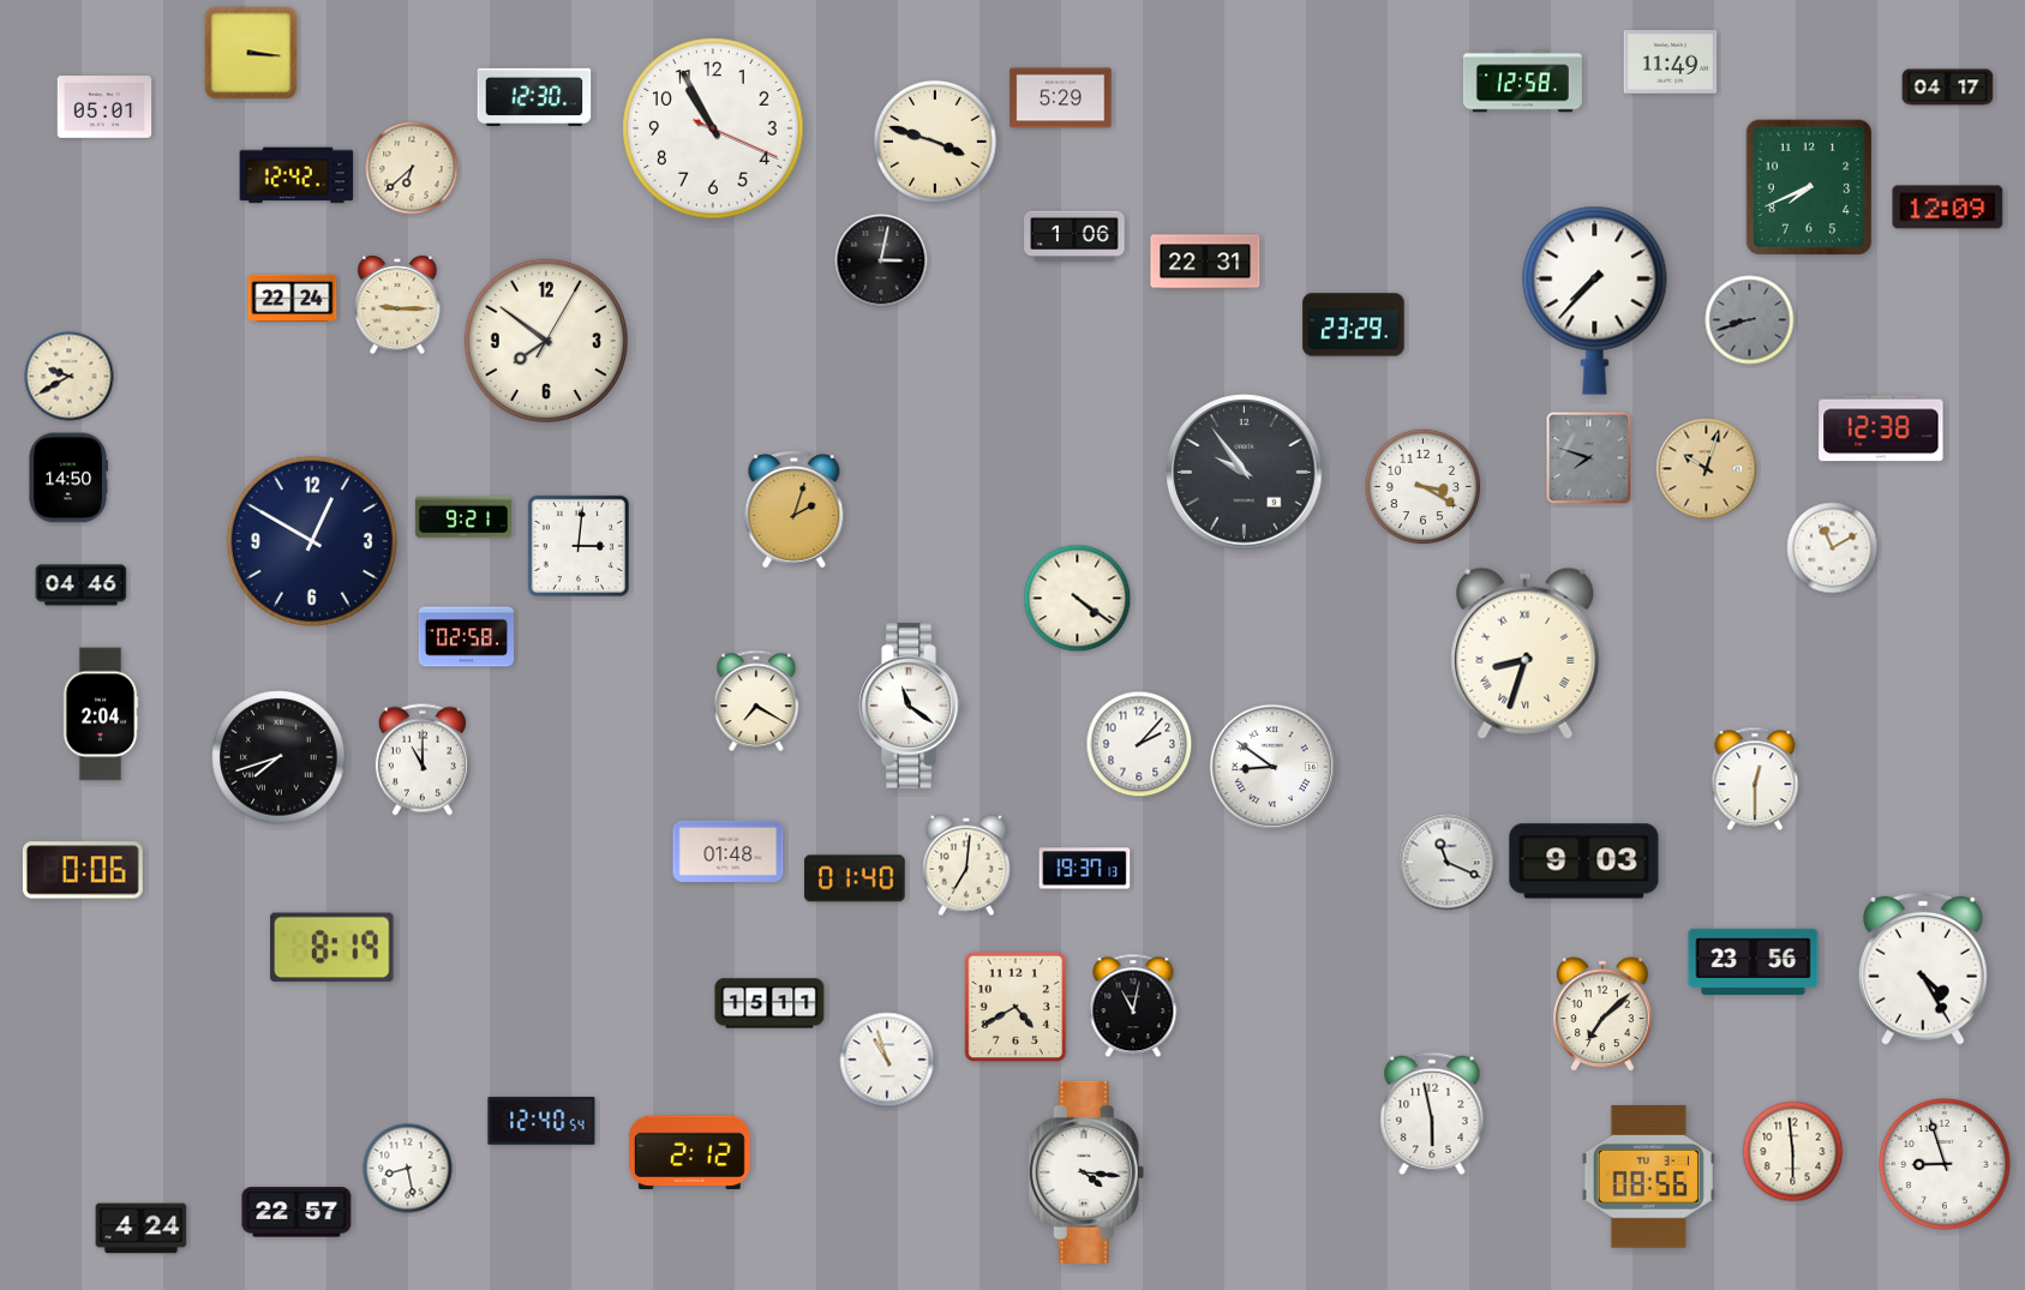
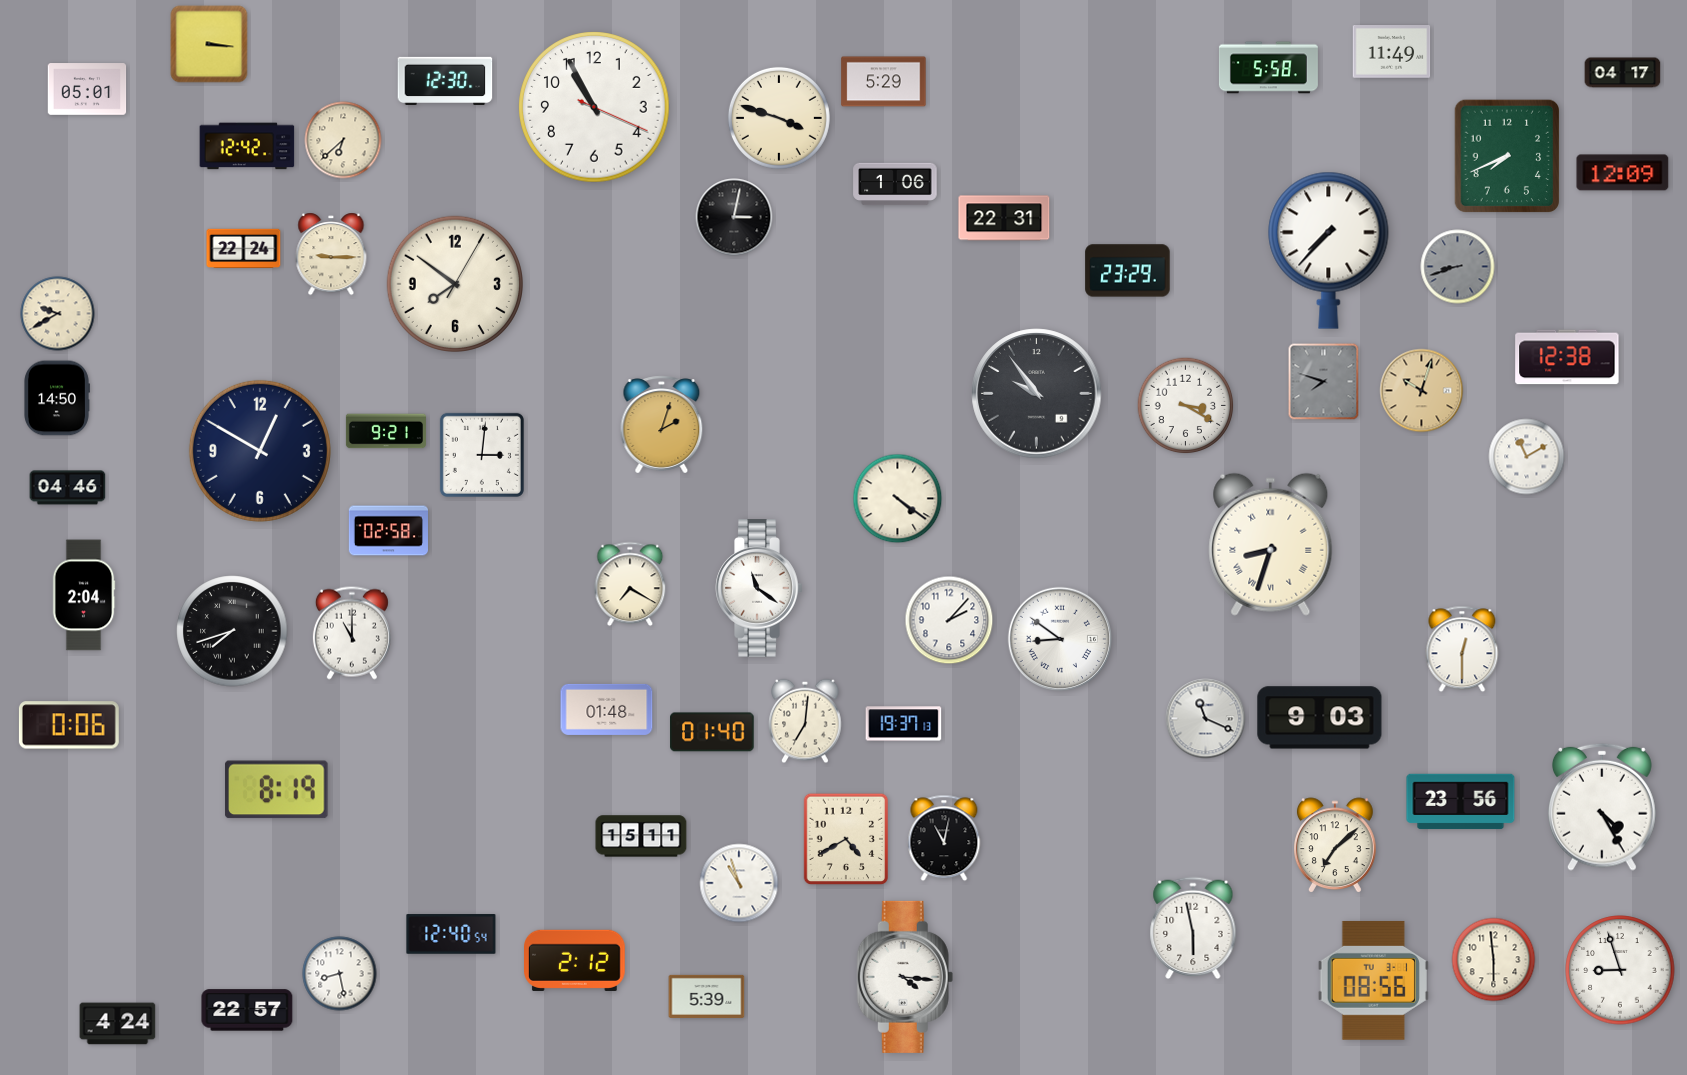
clock at (1522, 82): 12:58 -> 5:58
clock at (1074, 236) position: (1074, 236) -> (895, 184)
clock at (707, 996): none -> 5:39
